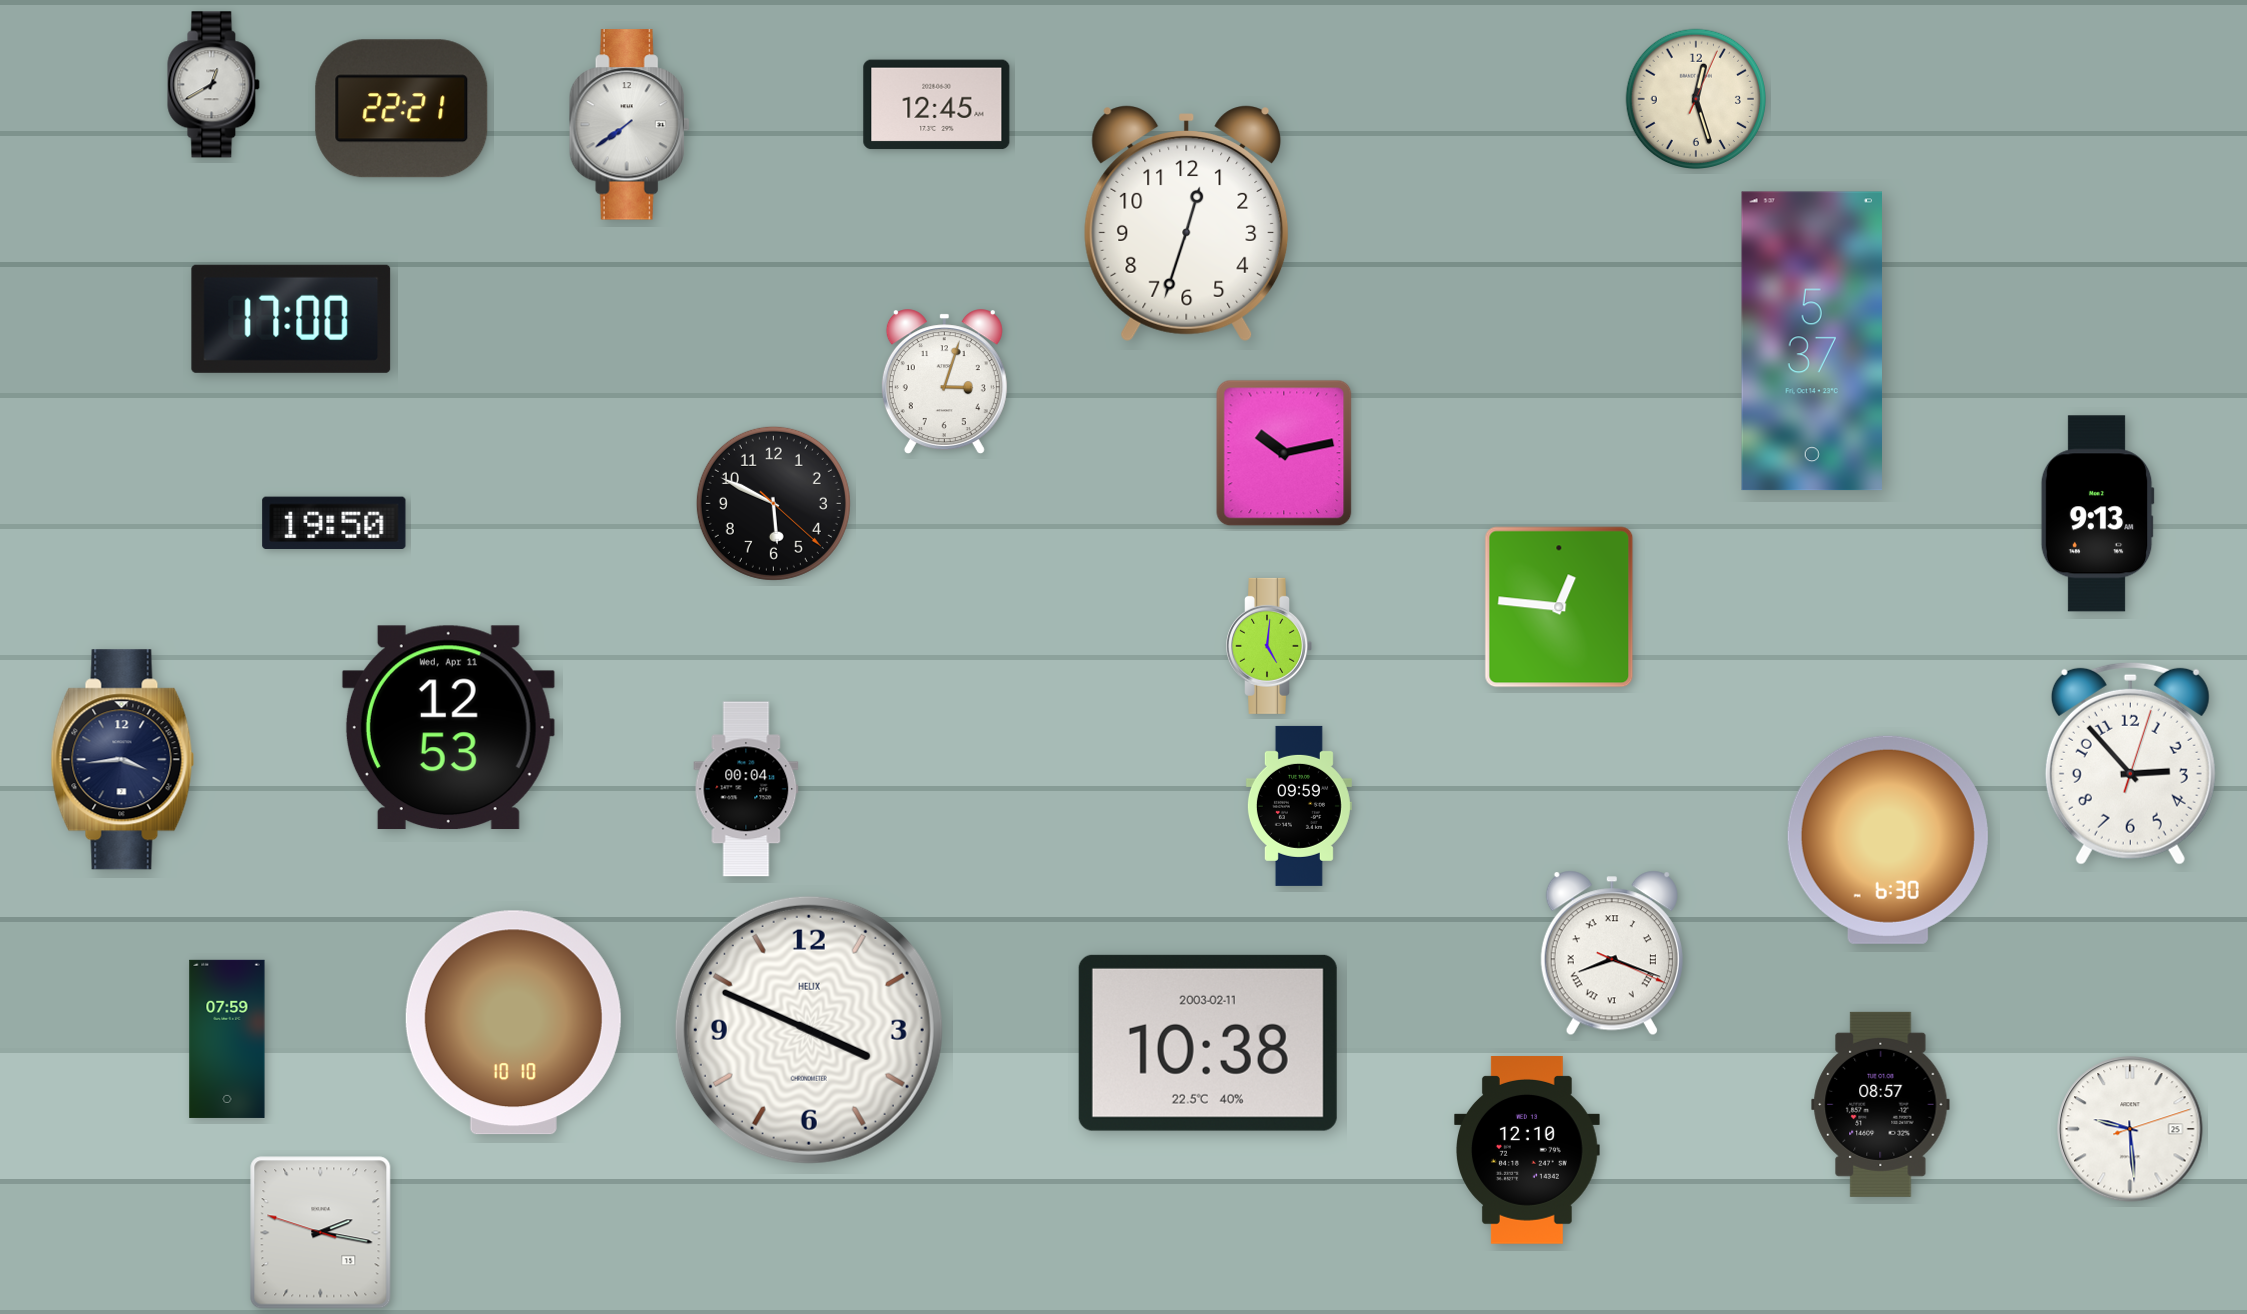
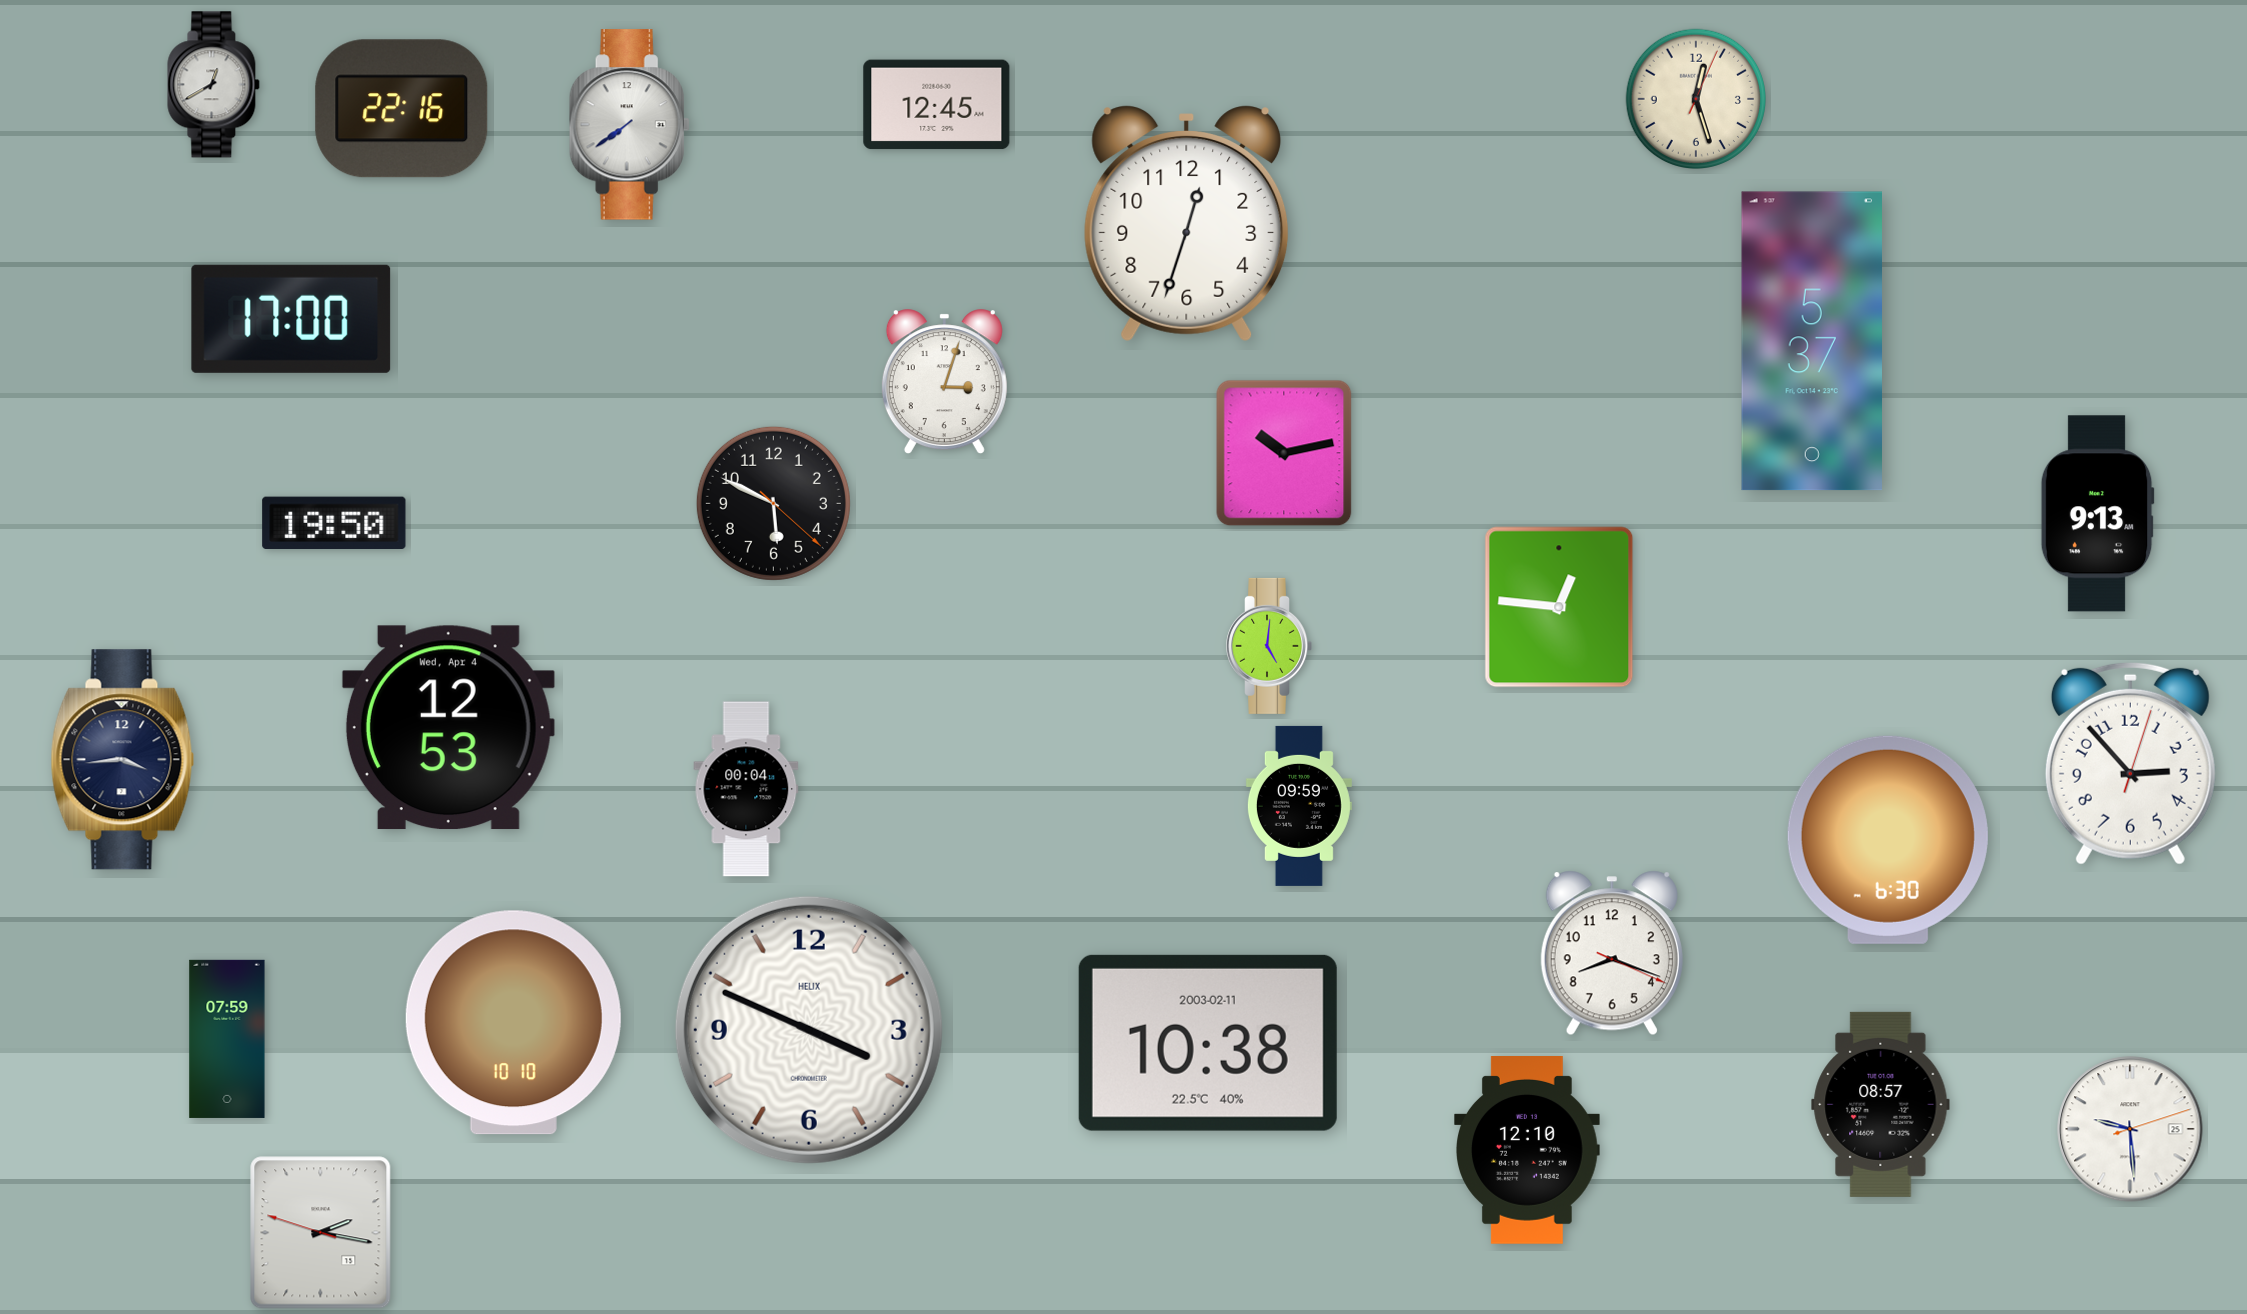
clock at (402, 109): 22:21 -> 22:16
clock at (448, 728) date: Wed, Apr 11 -> Wed, Apr 4
clock at (1612, 953) numerals: Roman -> Arabic
